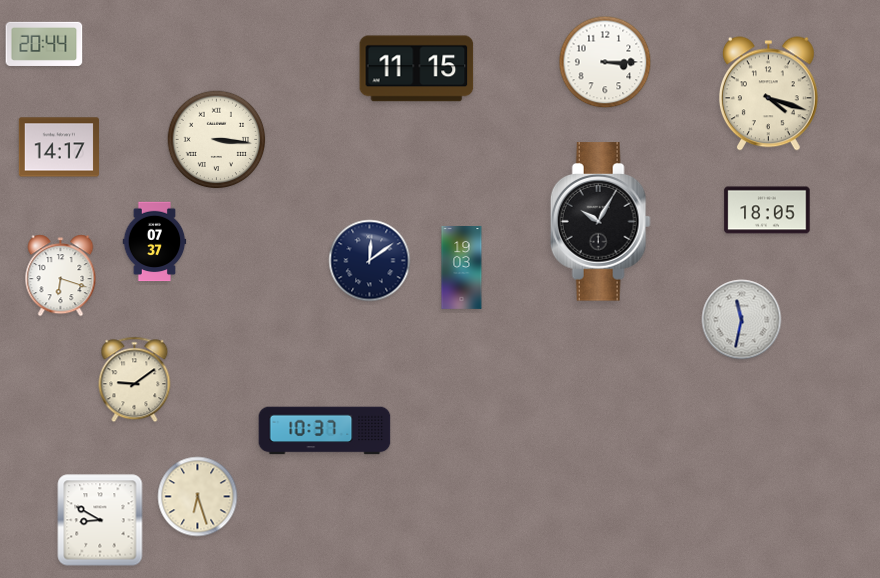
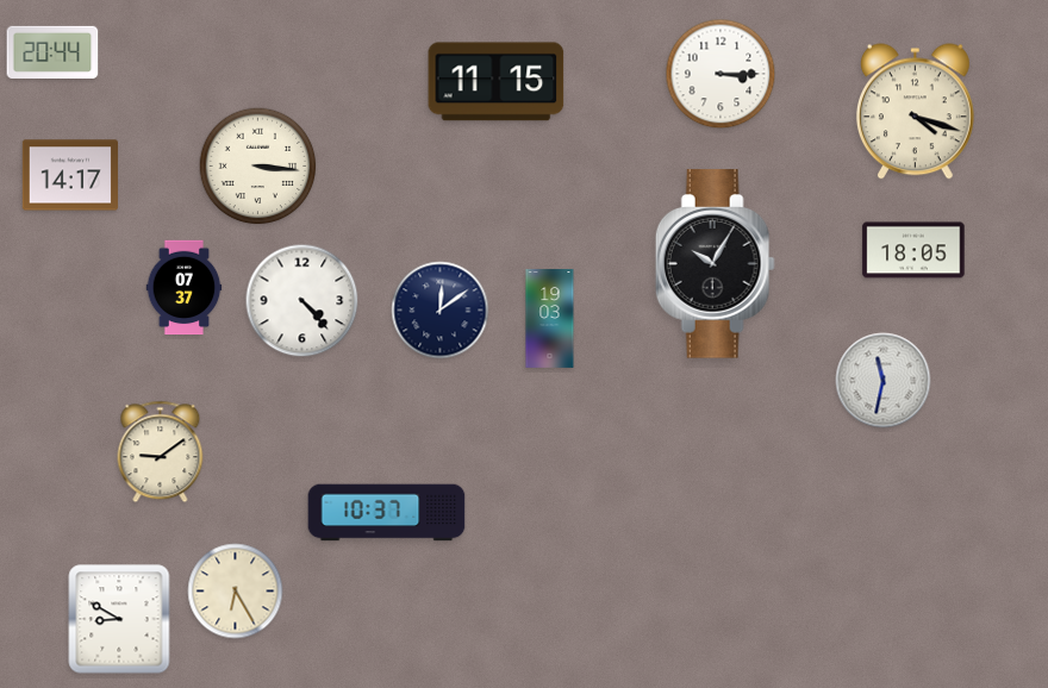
clock at (302, 301): none -> 4:23
clock at (61, 276): 6:18 -> none
clock at (198, 497): 6:27 -> 6:25
